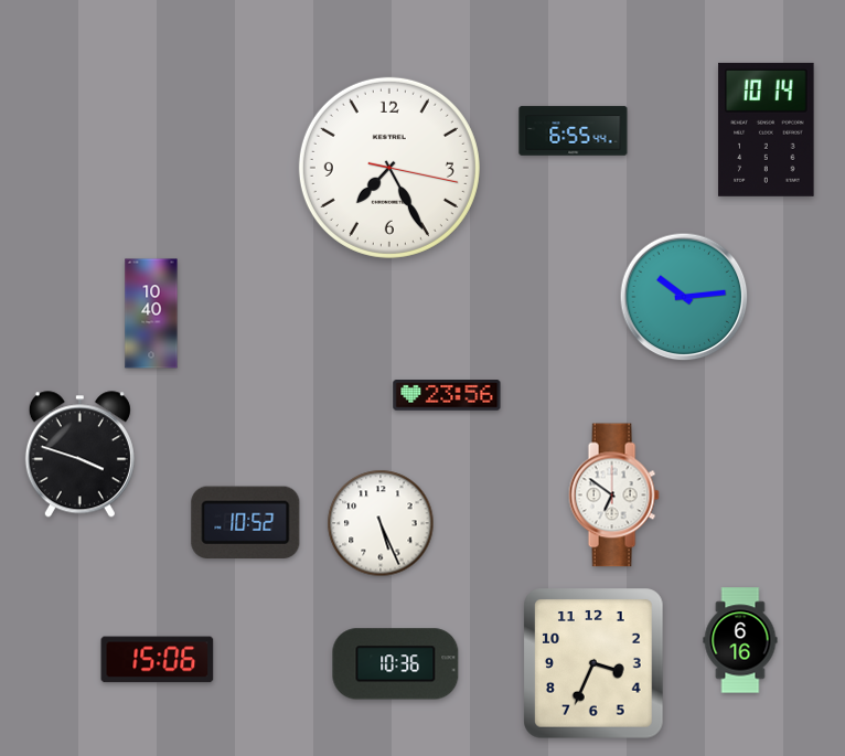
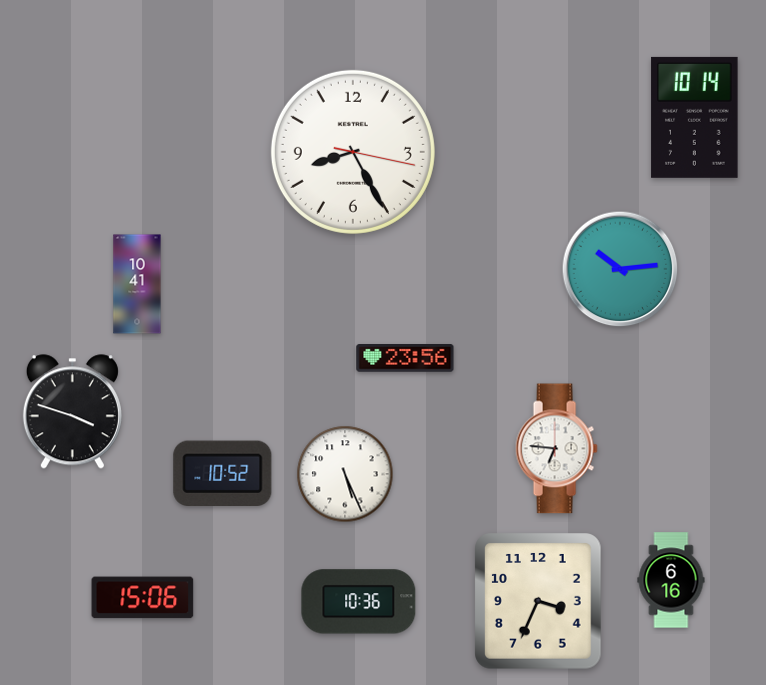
clock at (574, 131): 6:55 -> none
clock at (389, 168): 7:25 -> 8:25
clock at (151, 313): 10:40 -> 10:41
clock at (613, 496): 6:51 -> 6:46
